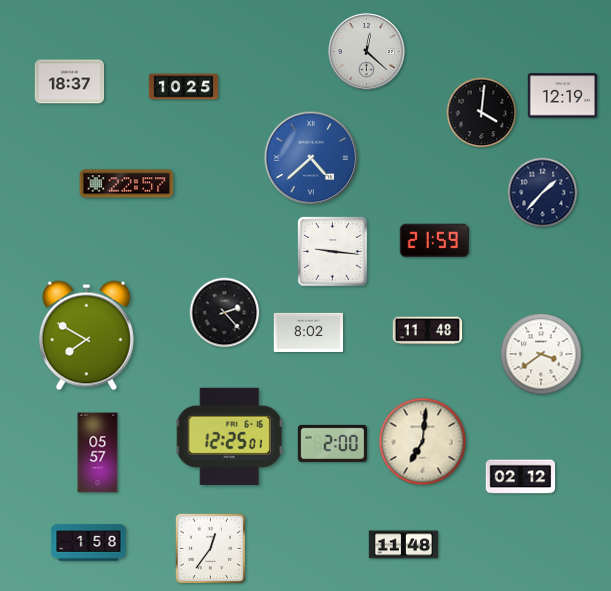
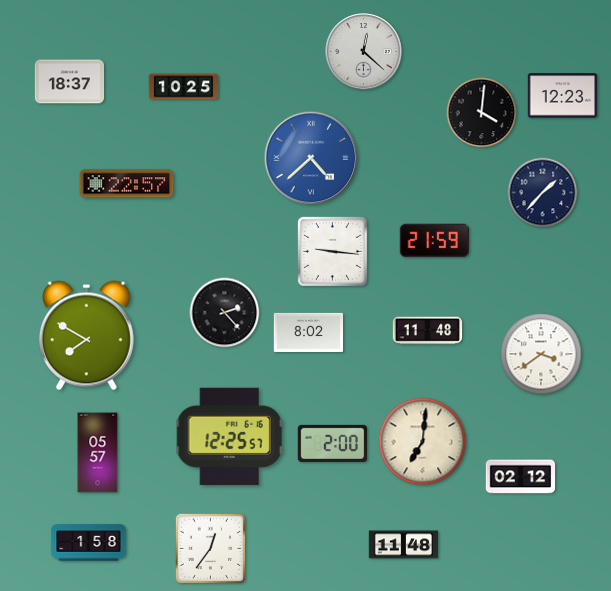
clock at (367, 52) position: (367, 52) -> (364, 52)
clock at (563, 96): 12:19 -> 12:23
clock at (230, 436): 12:25:01 -> 12:25:57
